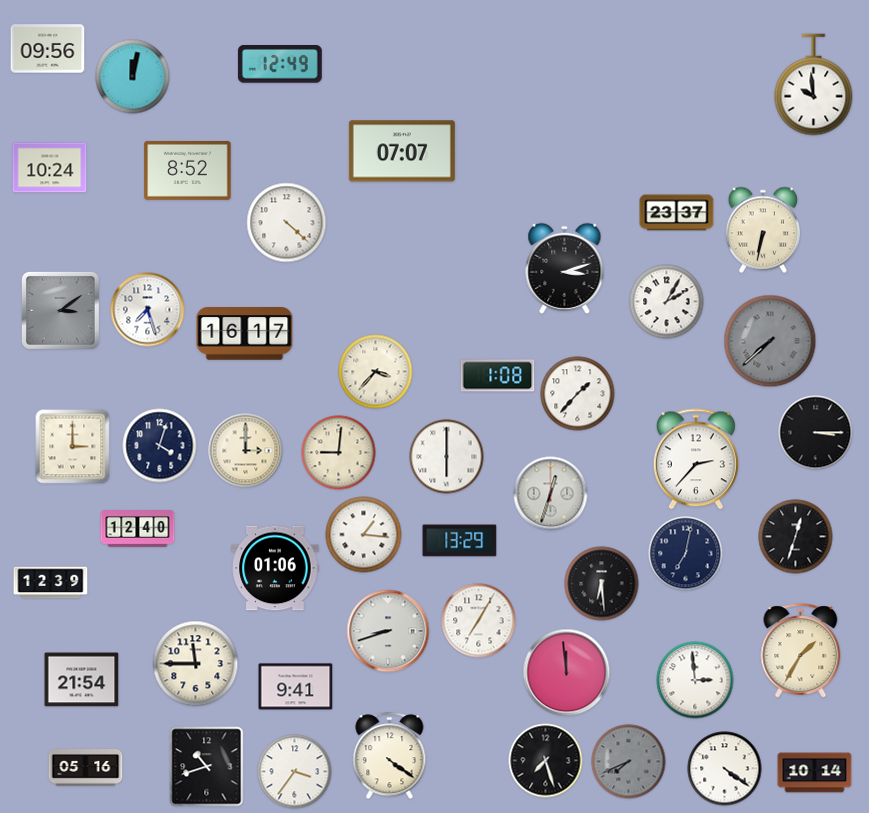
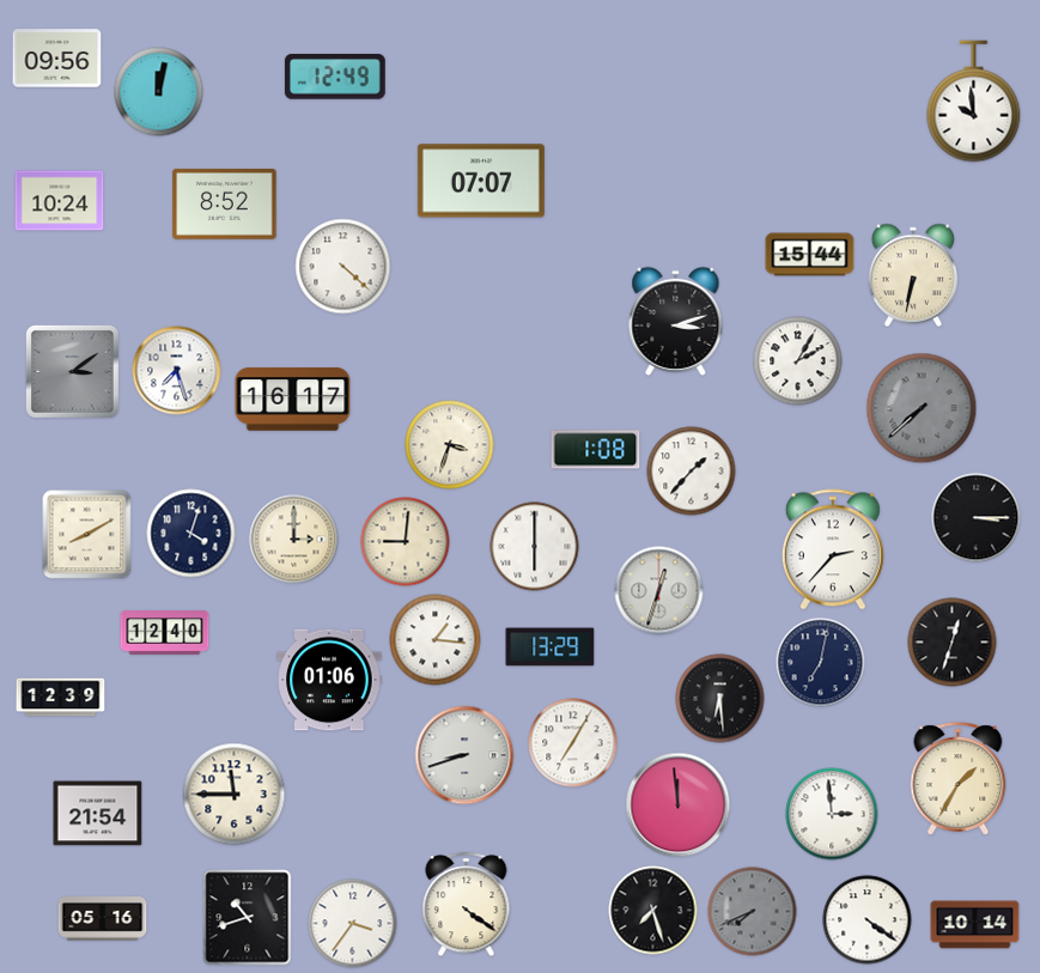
clock at (677, 213): 23:37 -> 15:44
clock at (376, 372): 3:37 -> 3:33
clock at (73, 447): 3:00 -> 8:10
clock at (296, 687): 9:41 -> none
